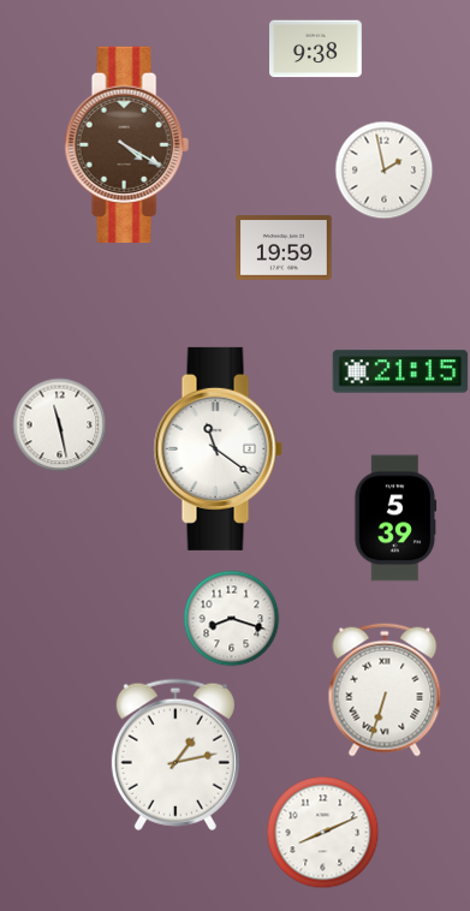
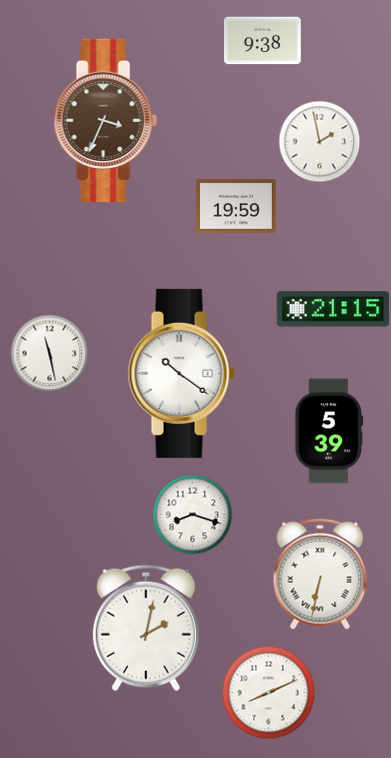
clock at (126, 144): 4:20 -> 3:34
clock at (218, 448): 11:21 -> 10:21
clock at (385, 690): 6:33 -> 6:32
clock at (175, 755): 1:13 -> 2:02
